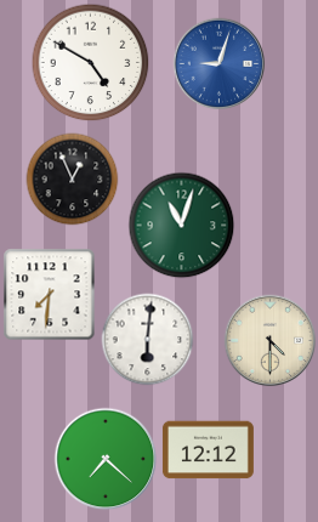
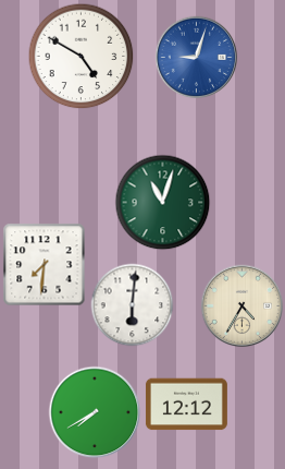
clock at (73, 180): 12:56 -> none
clock at (271, 341): 4:30 -> 4:35
clock at (106, 459): 7:22 -> 7:40
